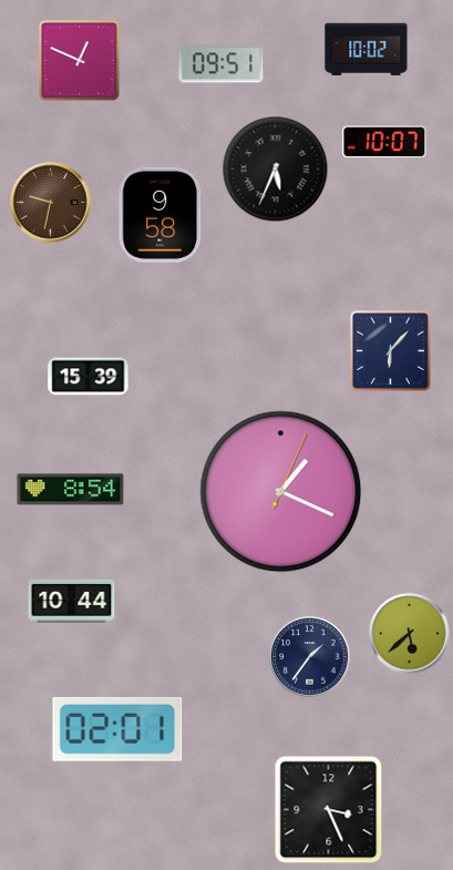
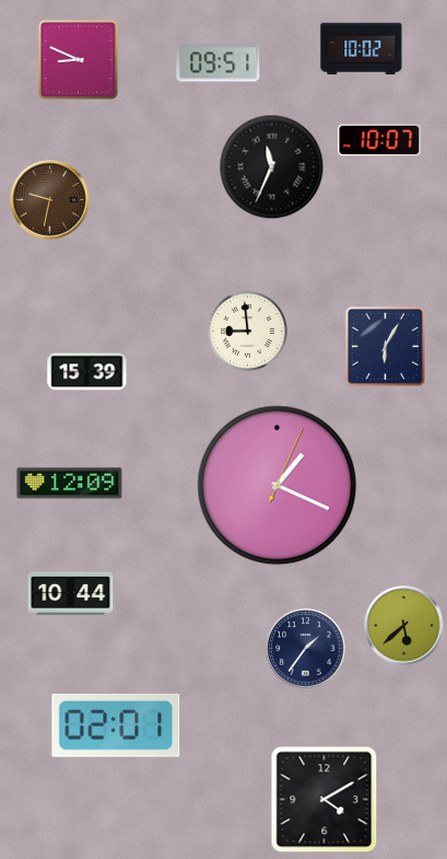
clock at (79, 60): 12:49 -> 8:49
clock at (276, 170): 5:34 -> 11:34
clock at (161, 215): 9:58 -> none
clock at (248, 332): none -> 8:59
clock at (390, 350): 6:07 -> 6:05
clock at (71, 490): 8:54 -> 12:09
clock at (117, 729) position: (117, 729) -> (116, 725)
clock at (329, 810): 3:26 -> 4:10
